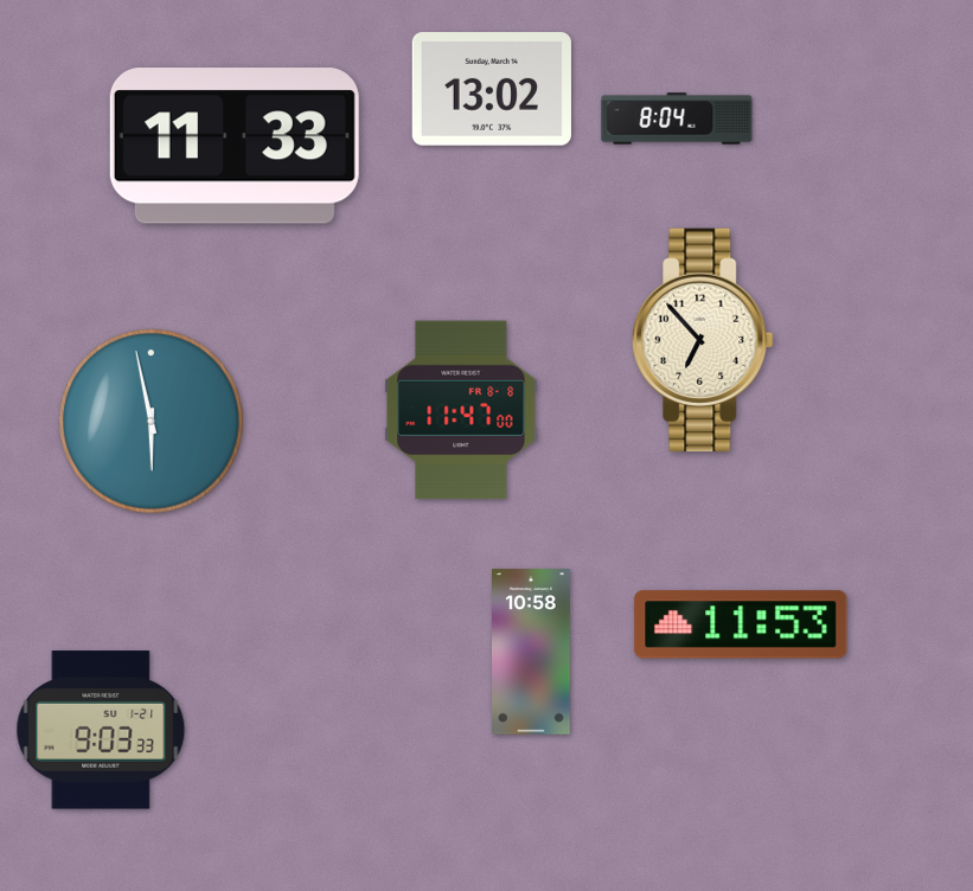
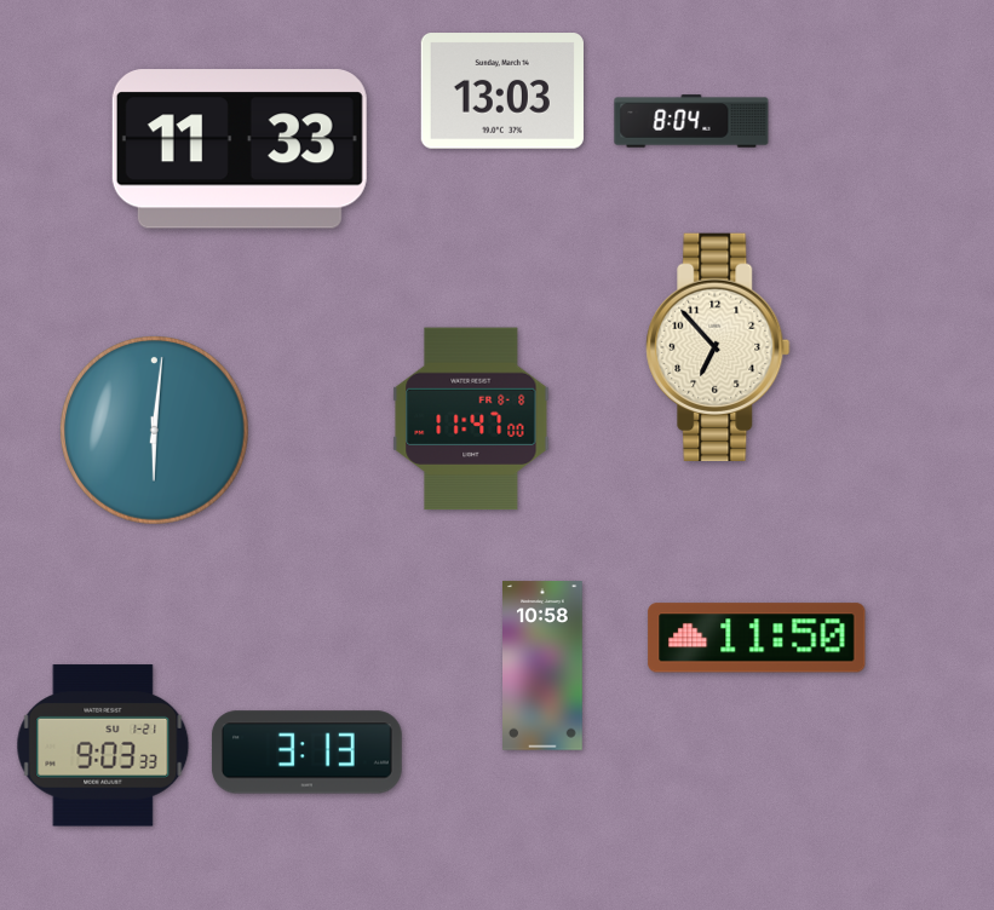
clock at (492, 89): 13:02 -> 13:03
clock at (152, 422): 5:58 -> 6:01
clock at (741, 624): 11:53 -> 11:50
clock at (306, 753): none -> 3:13
